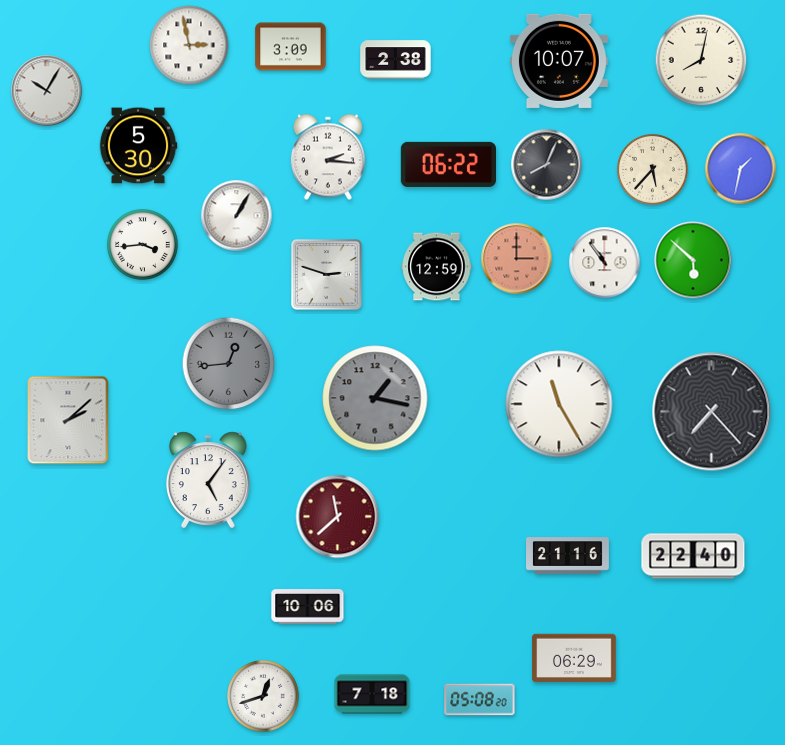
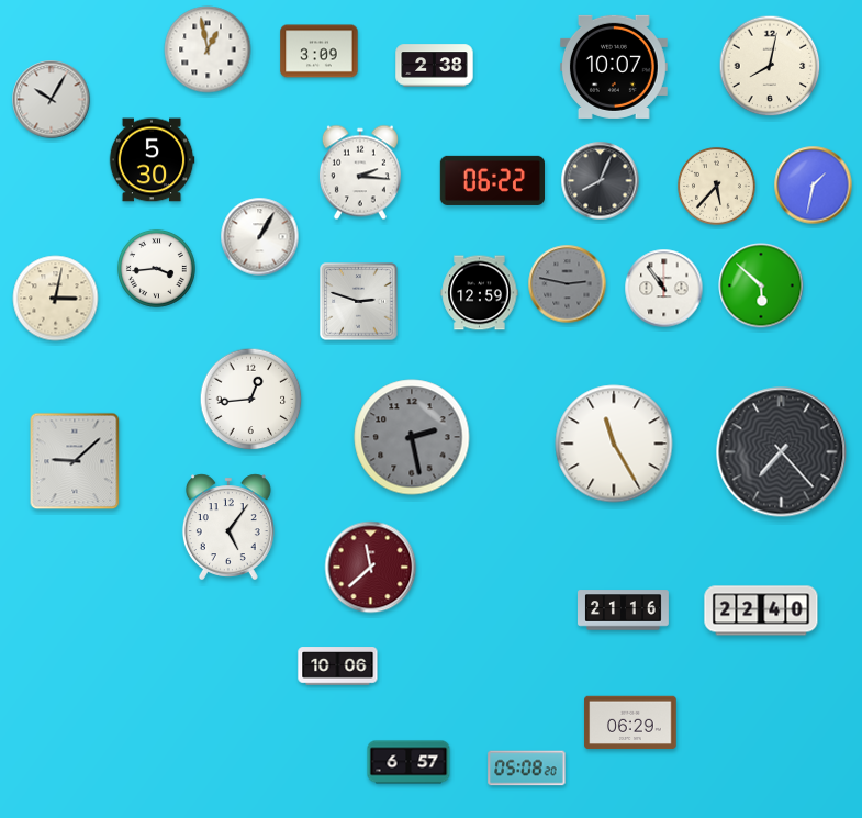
clock at (189, 45): 2:58 -> 12:58
clock at (517, 259): 3:00 -> 2:47
clock at (517, 259) dial: salmon -> grey
clock at (56, 299): none -> 3:02
clock at (229, 364) dial: grey -> white
clock at (375, 398): 1:17 -> 2:28
clock at (68, 420): 2:08 -> 9:08
clock at (372, 694): 7:18 -> 6:57
clock at (264, 697): 12:42 -> none
